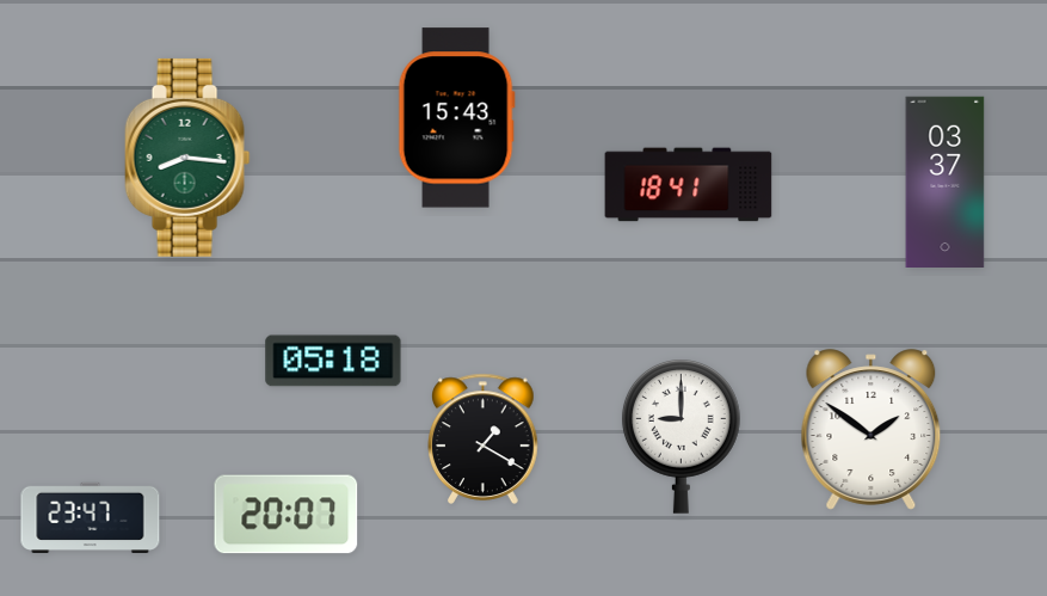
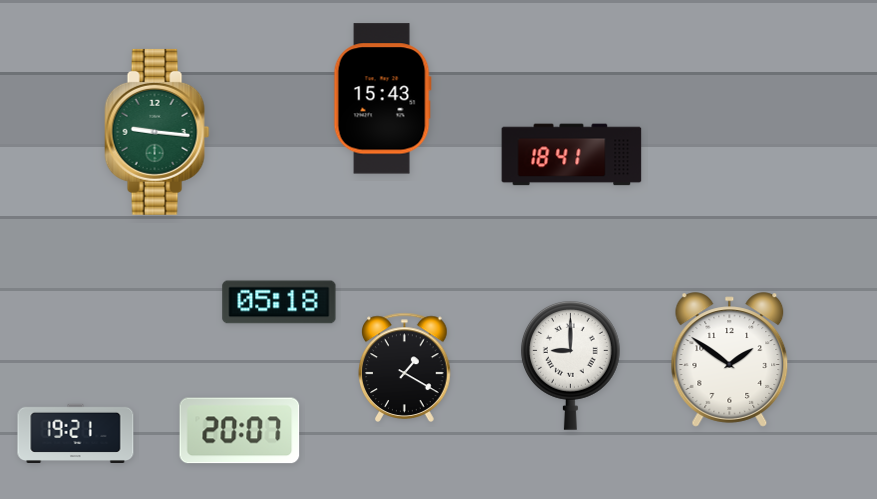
clock at (187, 158): 8:16 -> 9:16
clock at (946, 182): 03:37 -> none
clock at (689, 185) position: (689, 185) -> (572, 155)
clock at (91, 517): 23:47 -> 19:21
